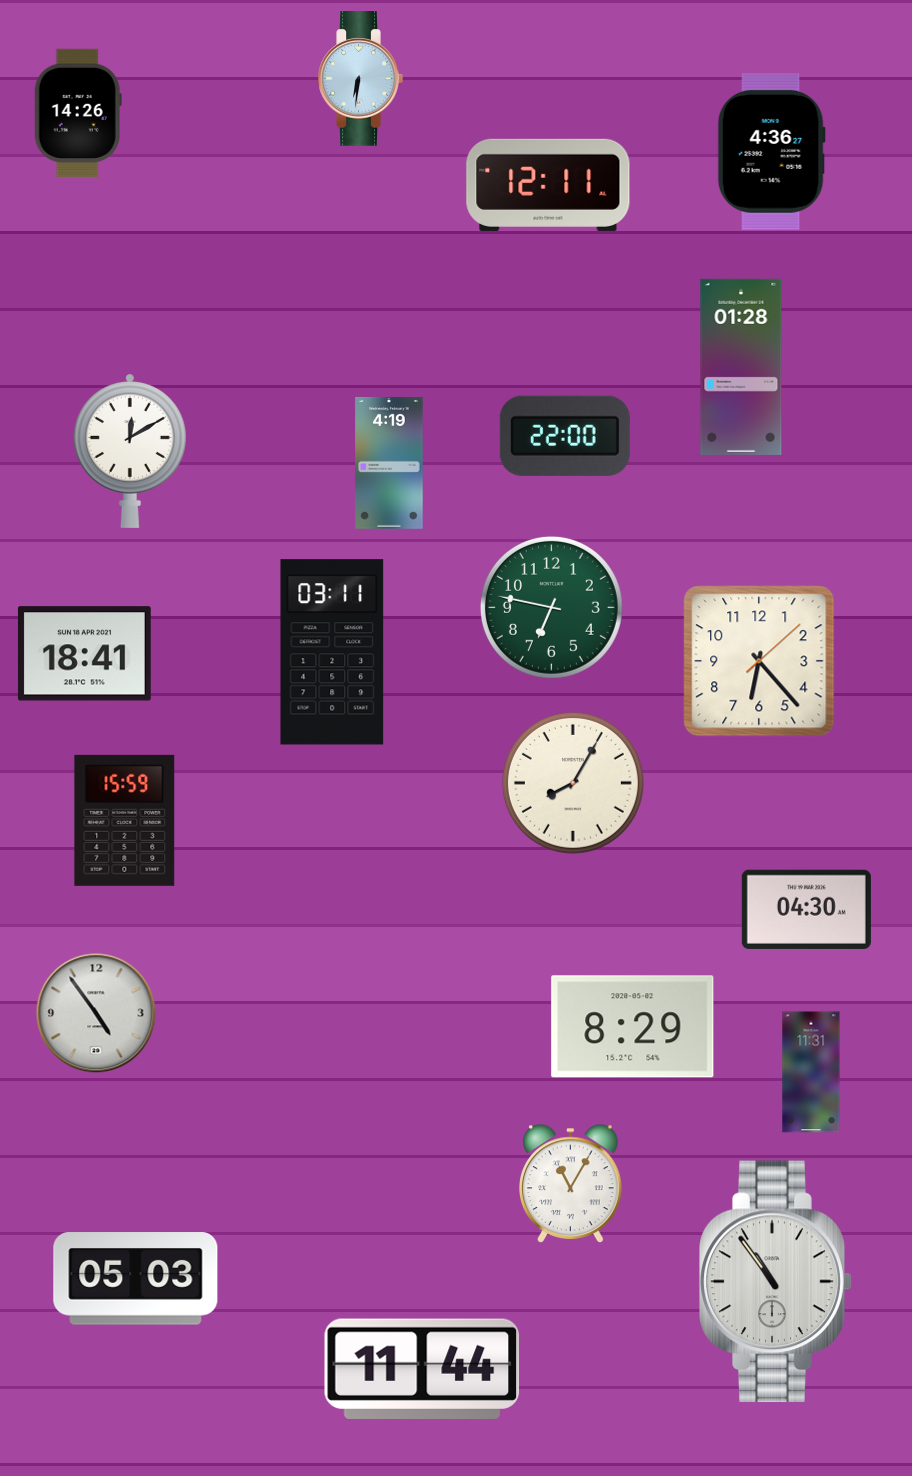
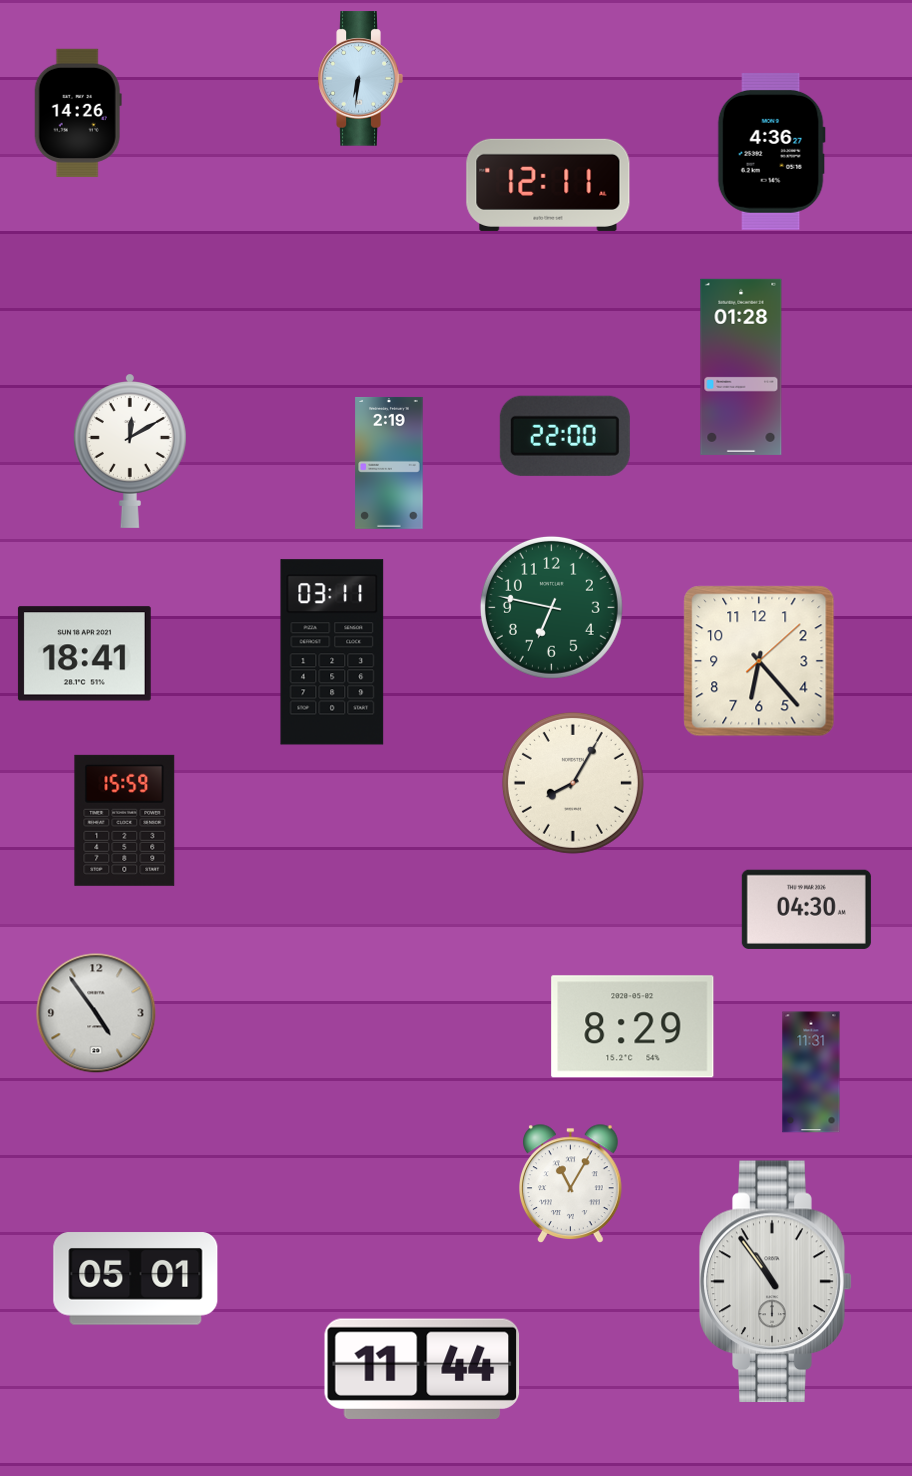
clock at (389, 463): 4:19 -> 2:19
clock at (136, 1279): 05:03 -> 05:01
